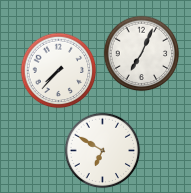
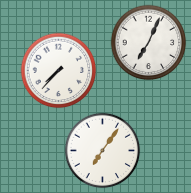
clock at (142, 54) position: (142, 54) -> (149, 43)
clock at (103, 151): 6:50 -> 7:06
